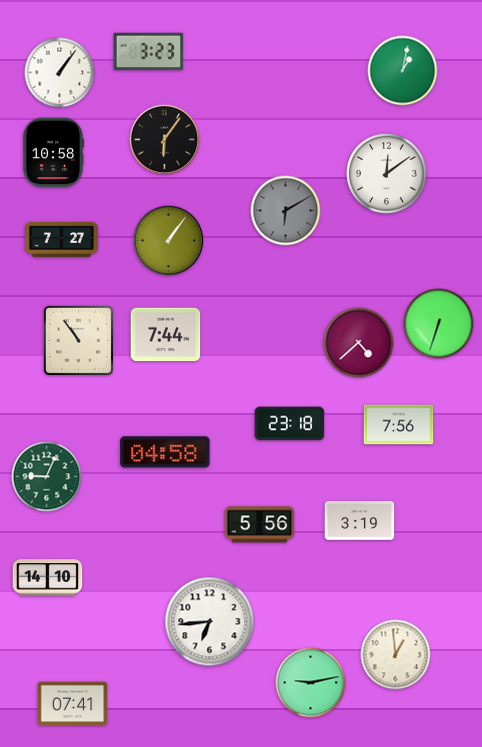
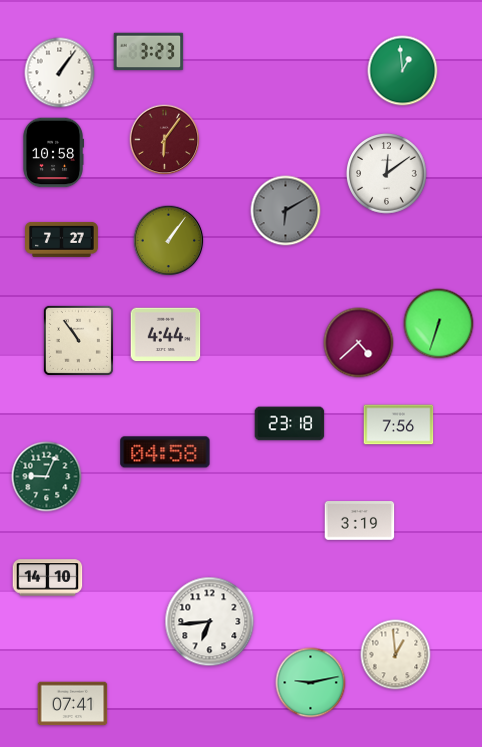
clock at (403, 71): 1:02 -> 12:59
clock at (165, 140) dial: black -> burgundy
clock at (166, 335): 7:44 -> 4:44
clock at (260, 525): 5:56 -> none
